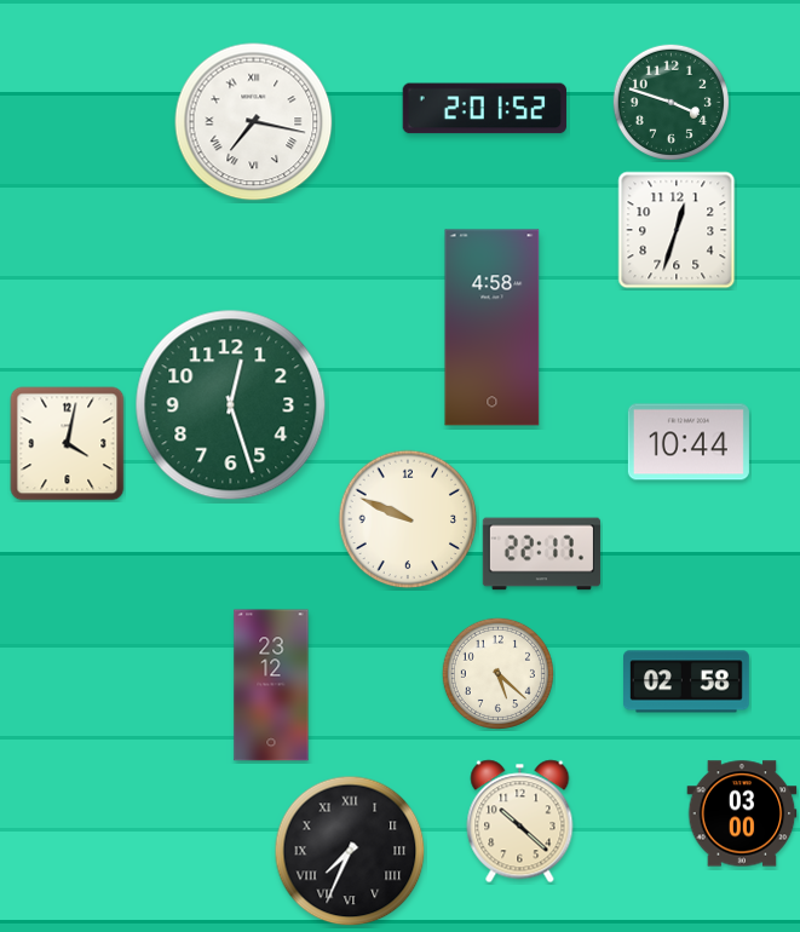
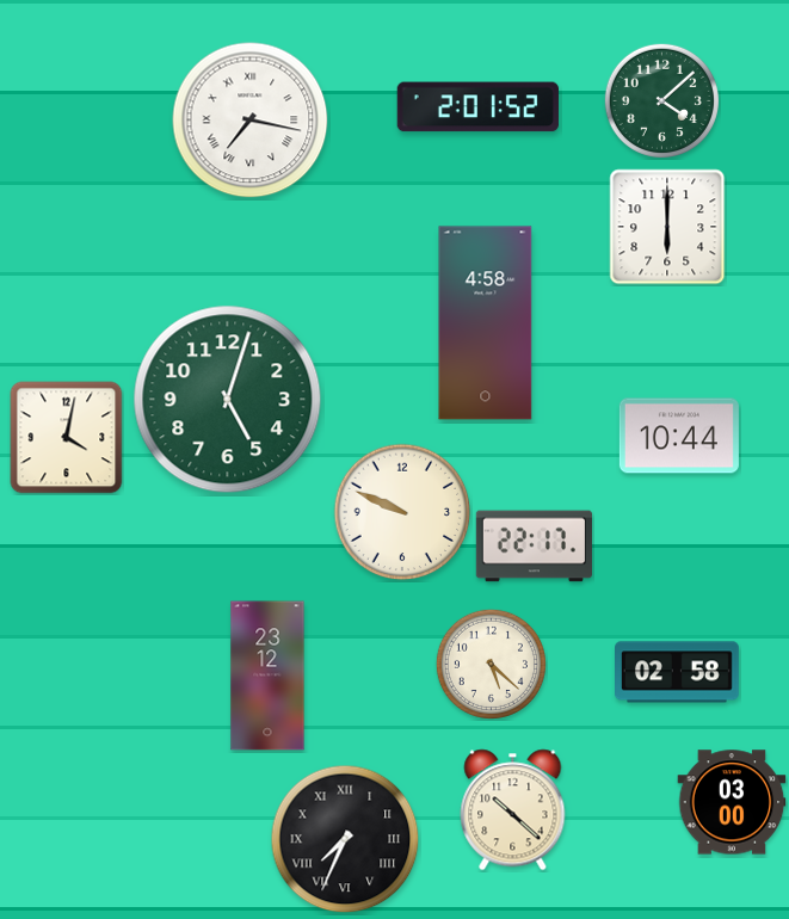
clock at (670, 102): 3:48 -> 4:08
clock at (677, 230): 12:33 -> 6:00
clock at (231, 405): 12:27 -> 5:03
